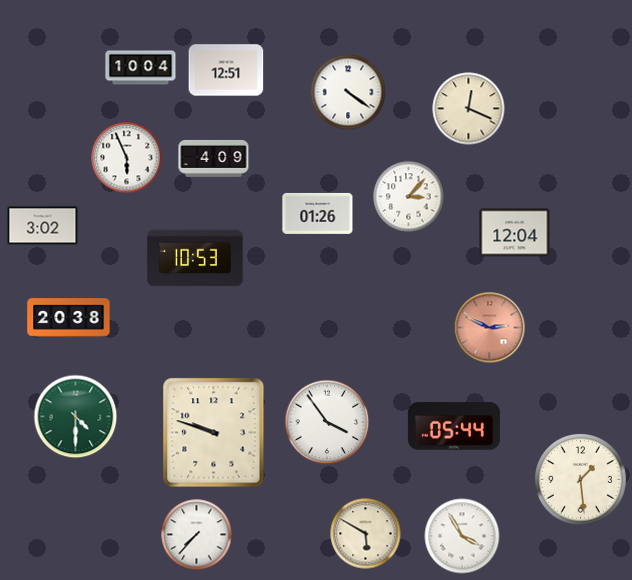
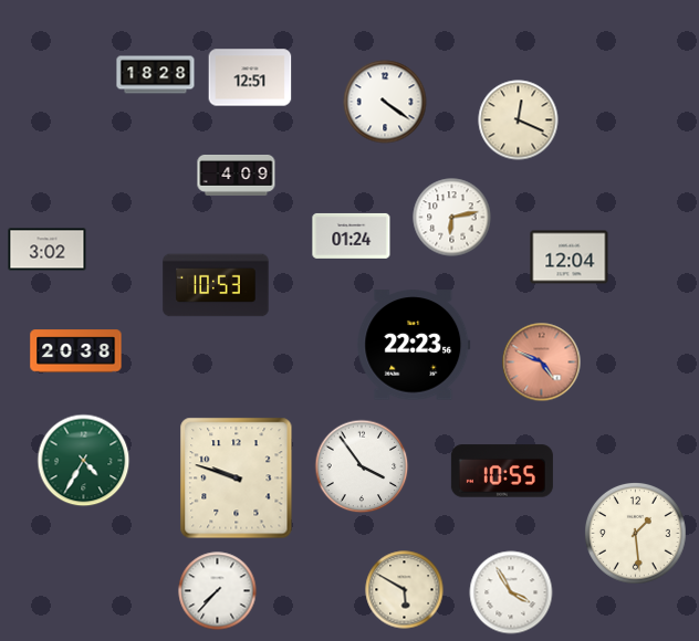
clock at (141, 68): 10:04 -> 18:28
clock at (127, 158): 5:56 -> none
clock at (409, 197): 3:07 -> 6:13
clock at (318, 213): 01:26 -> 01:24
clock at (414, 345): none -> 22:23
clock at (490, 328): 2:49 -> 4:49
clock at (76, 417): 4:30 -> 4:35
clock at (454, 426): 05:44 -> 10:55
clock at (581, 480) position: (581, 480) -> (636, 534)
